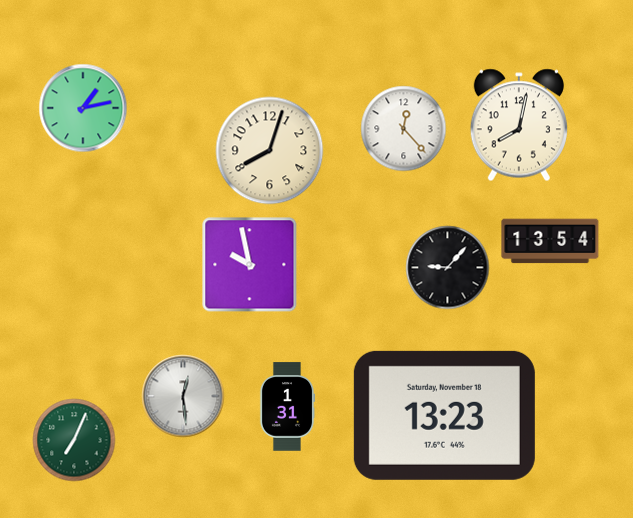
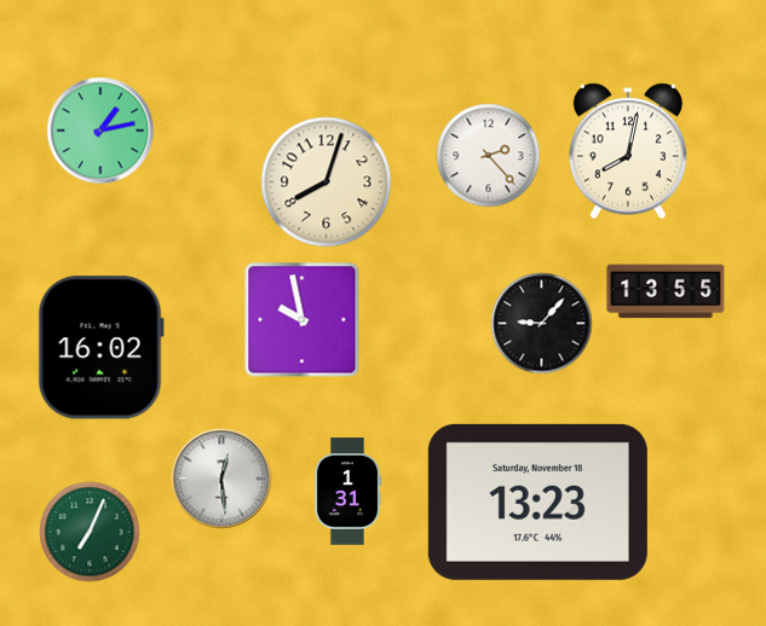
clock at (404, 129): 12:23 -> 2:23
clock at (550, 241): 13:54 -> 13:55
clock at (100, 348): none -> 16:02
